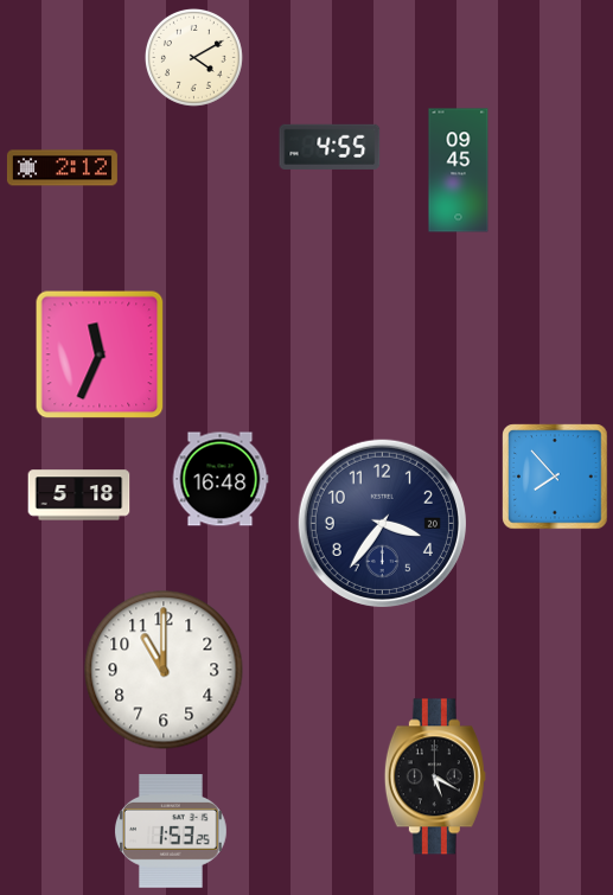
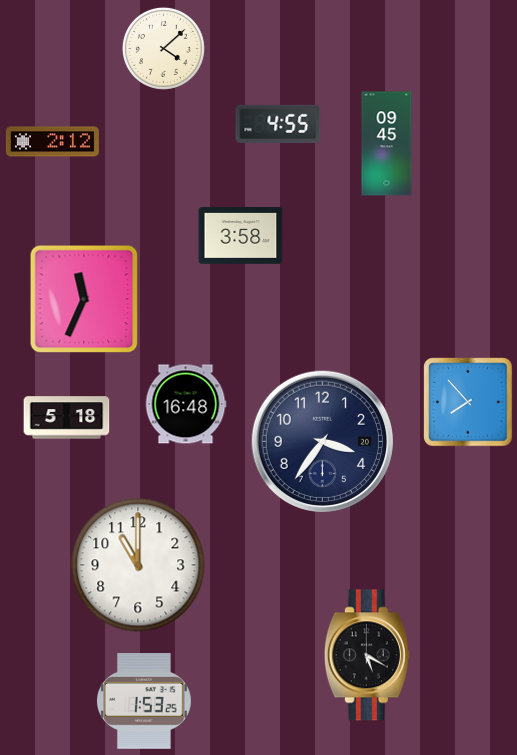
clock at (193, 57): 4:10 -> 4:08
clock at (241, 236): none -> 3:58
